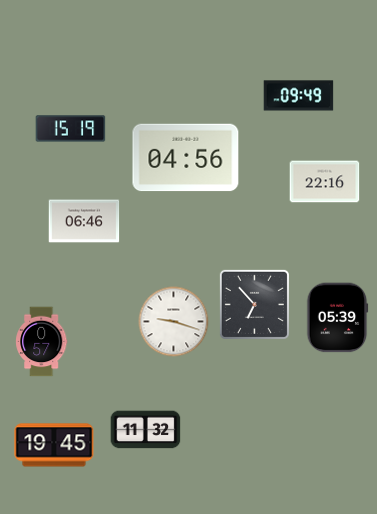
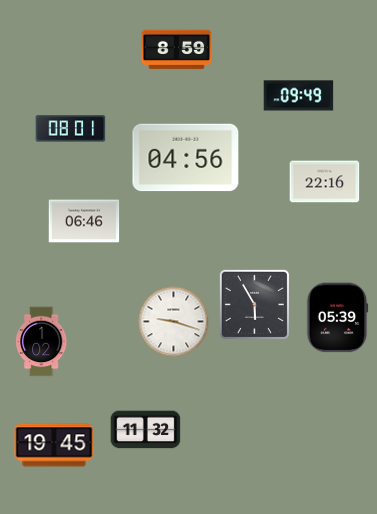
clock at (177, 50): none -> 8:59
clock at (71, 129): 15:19 -> 08:01
clock at (254, 304): 6:53 -> 5:55
clock at (42, 342): 0:57 -> 1:02
